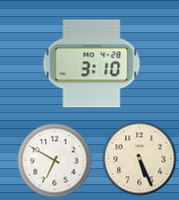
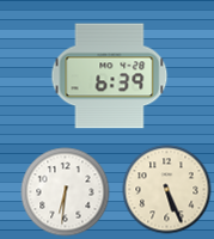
clock at (92, 64): 3:10 -> 6:39
clock at (55, 161): 6:50 -> 6:31
